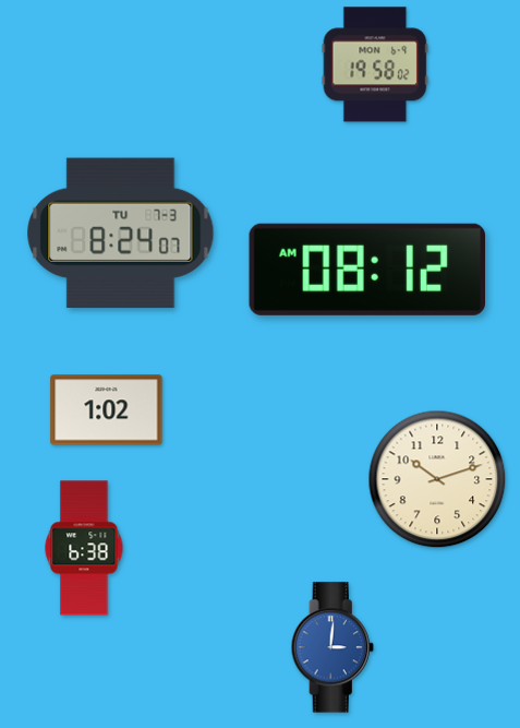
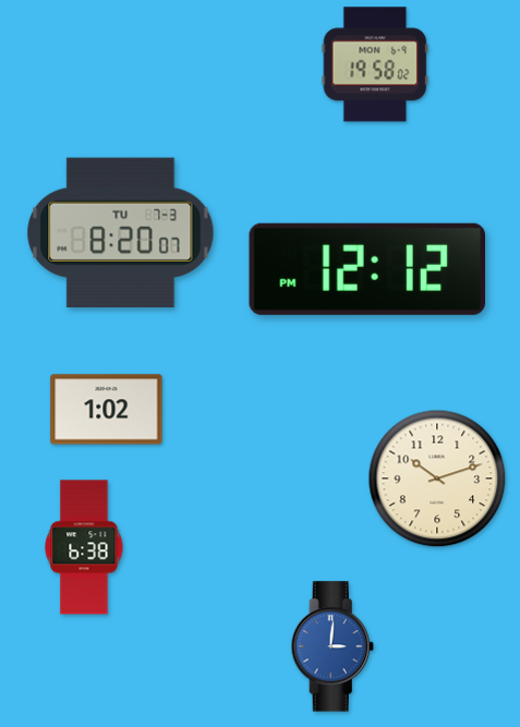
clock at (121, 234): 8:24 -> 8:20
clock at (367, 270): 08:12 -> 12:12
